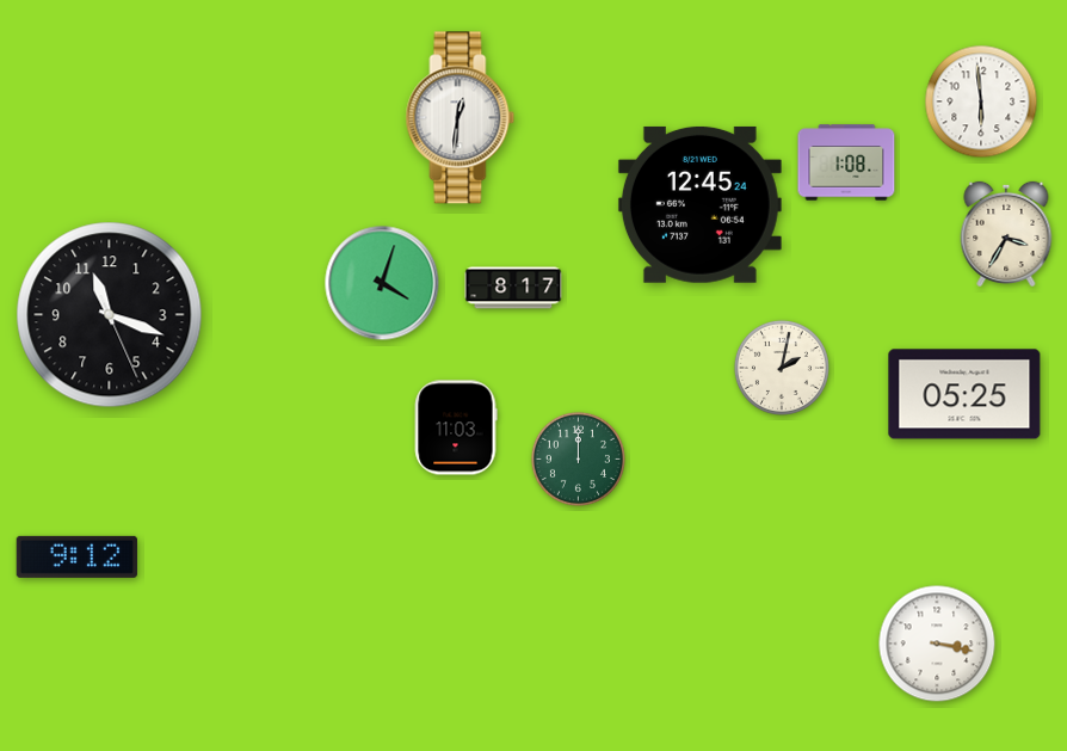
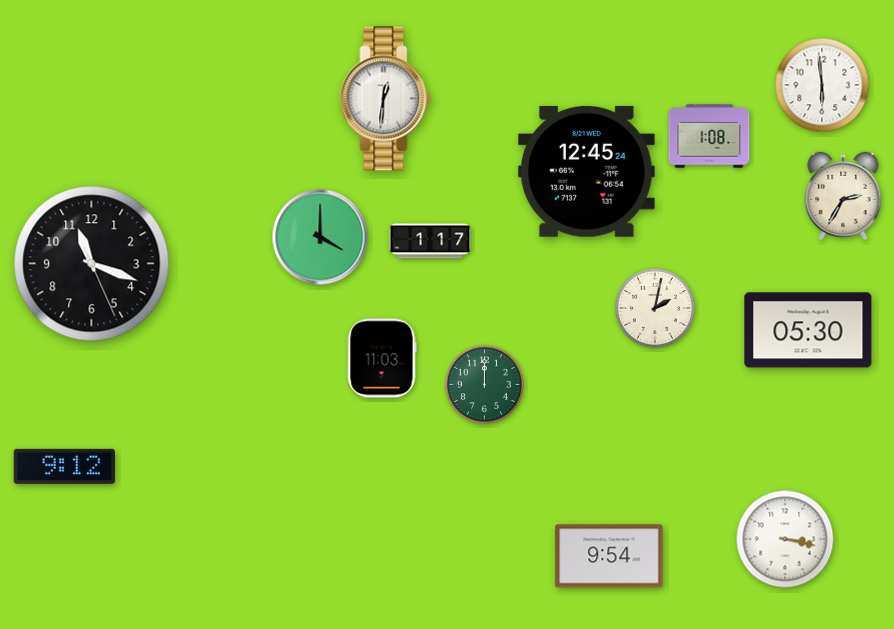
clock at (1006, 234): 3:35 -> 2:35
clock at (382, 283): 4:03 -> 4:00
clock at (513, 288): 8:17 -> 1:17
clock at (964, 394): 05:25 -> 05:30
clock at (609, 556): none -> 9:54
